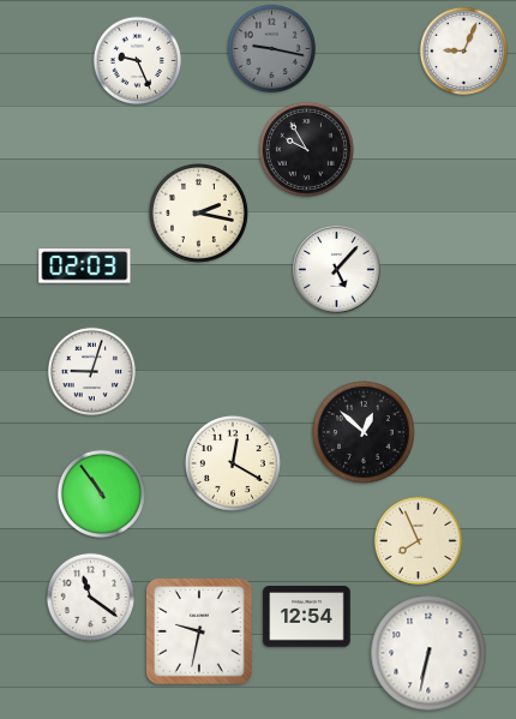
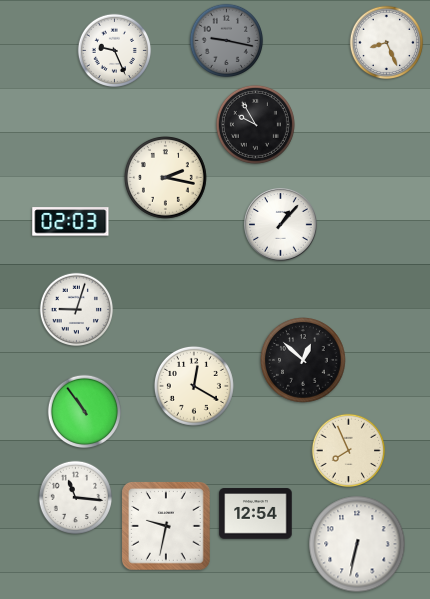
clock at (464, 52): 9:04 -> 8:26
clock at (337, 270): 5:07 -> 1:07
clock at (91, 598): 11:21 -> 11:16
